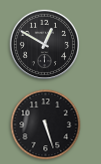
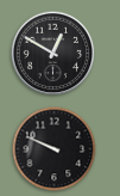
clock at (46, 125): 5:27 -> 9:49
